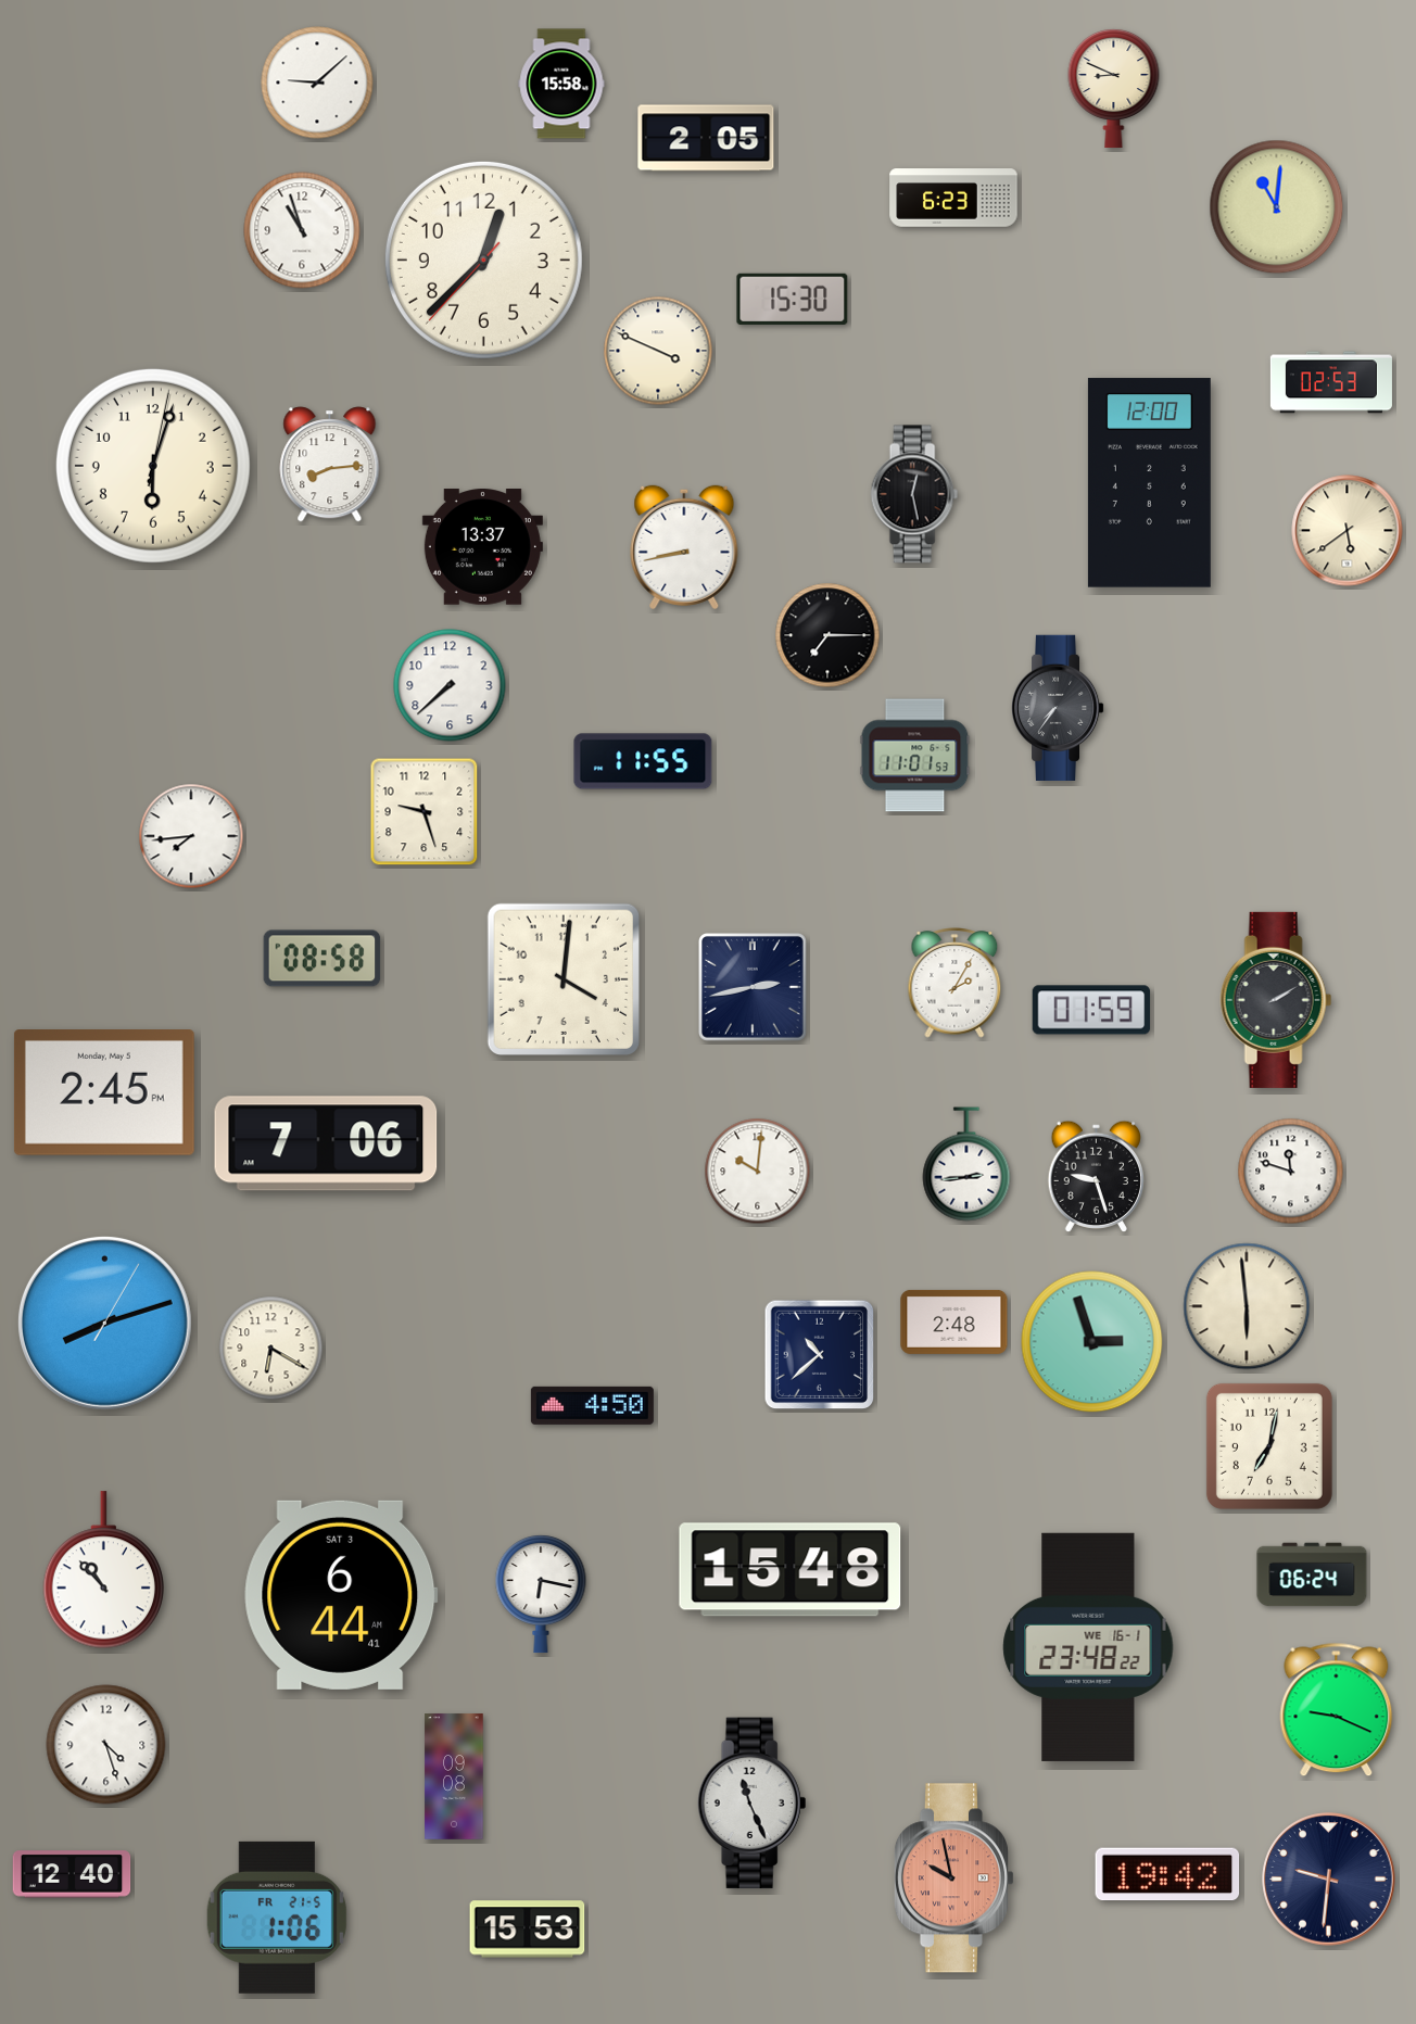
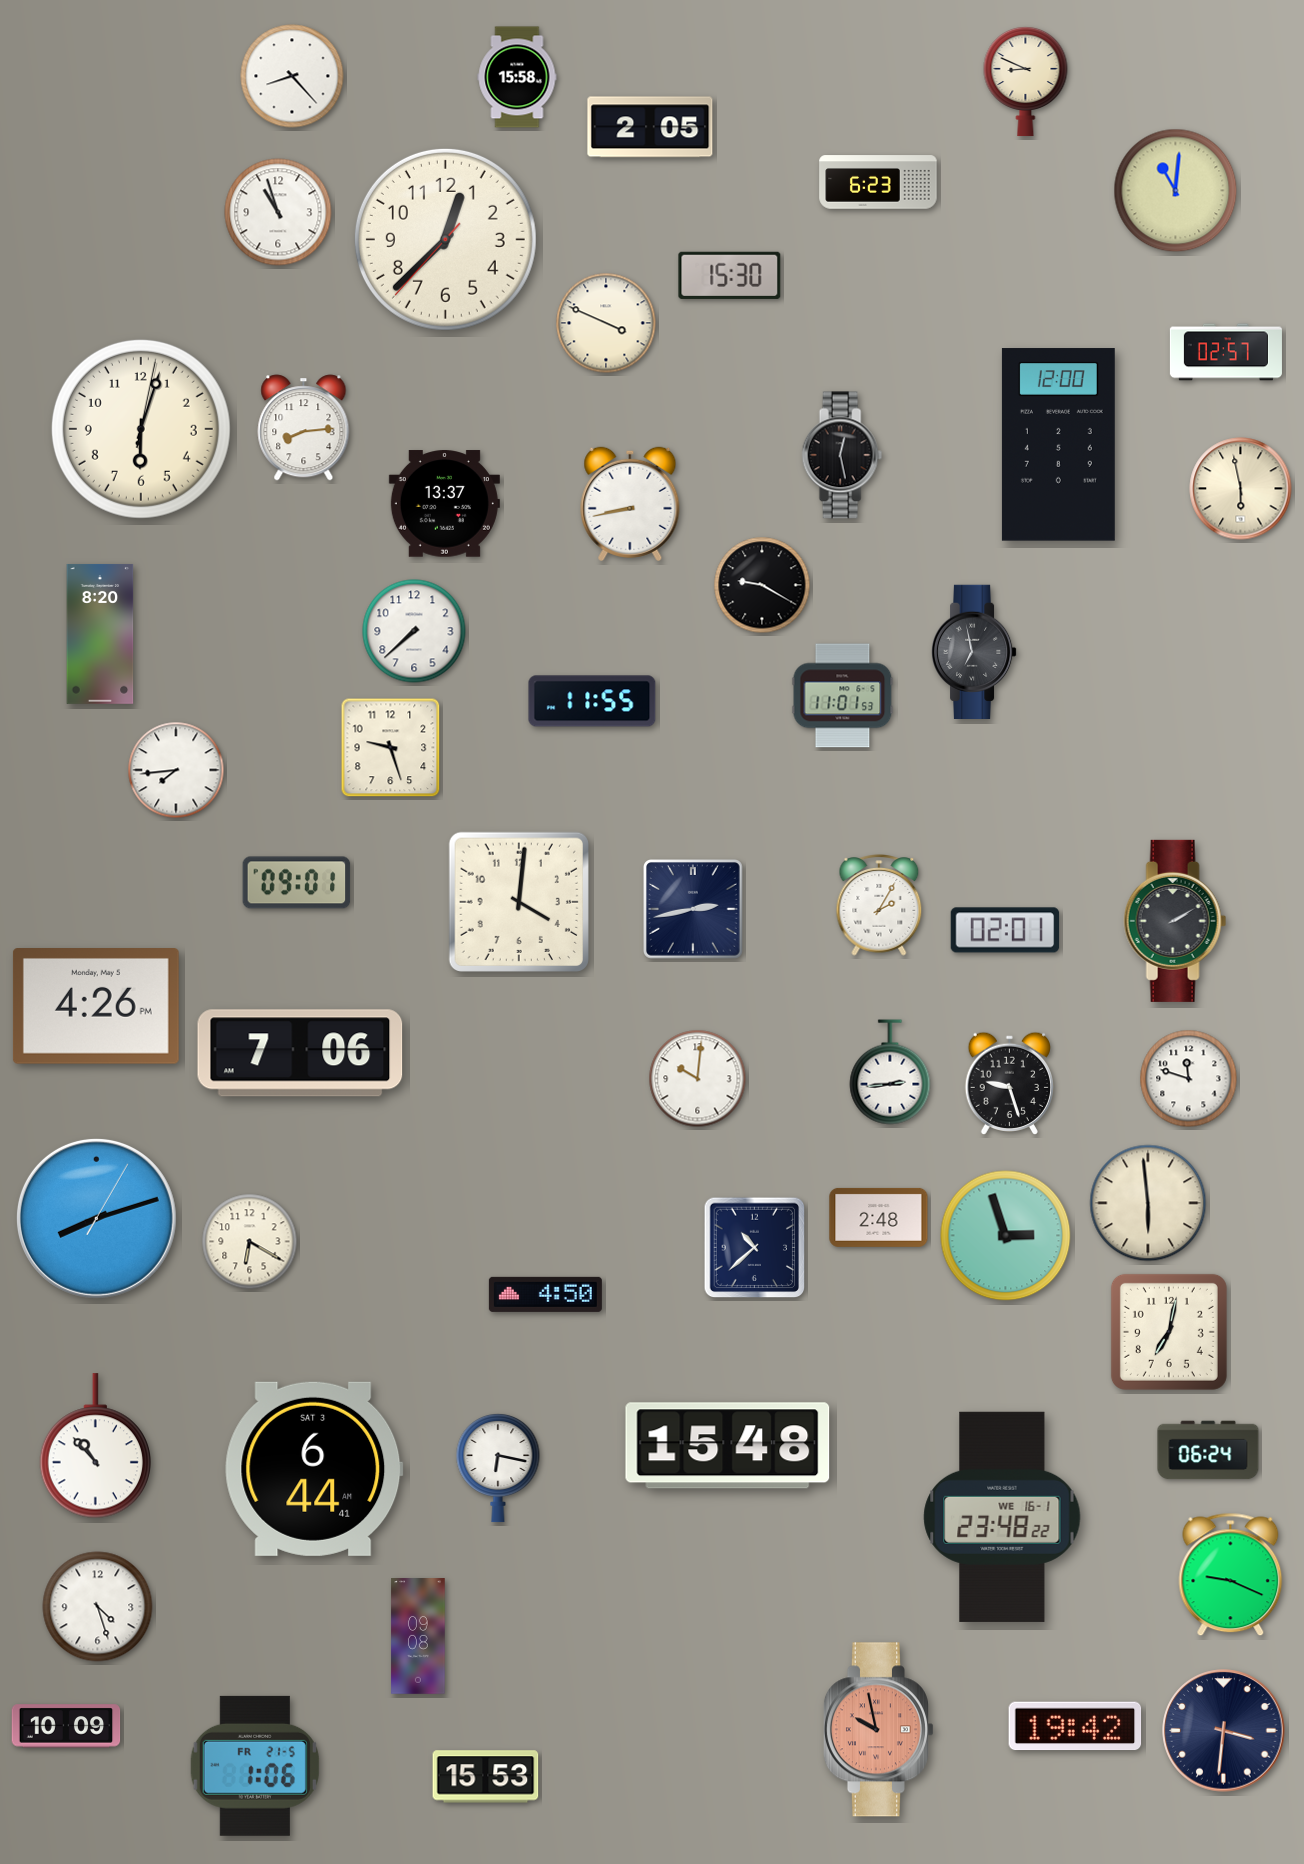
clock at (317, 83): 9:08 -> 8:23
clock at (1331, 382): 02:53 -> 02:57
clock at (1348, 531): 5:39 -> 5:58
clock at (827, 635): 7:15 -> 9:20
clock at (100, 634): none -> 8:20
clock at (1058, 707): 7:36 -> 6:58
clock at (323, 959): 08:58 -> 09:01
clock at (1091, 1010): 01:59 -> 02:01
clock at (104, 1093): 2:45 -> 4:26
clock at (753, 1804): 11:26 -> none
clock at (72, 1874): 12:40 -> 10:09
clock at (1329, 1880): 9:31 -> 3:31
